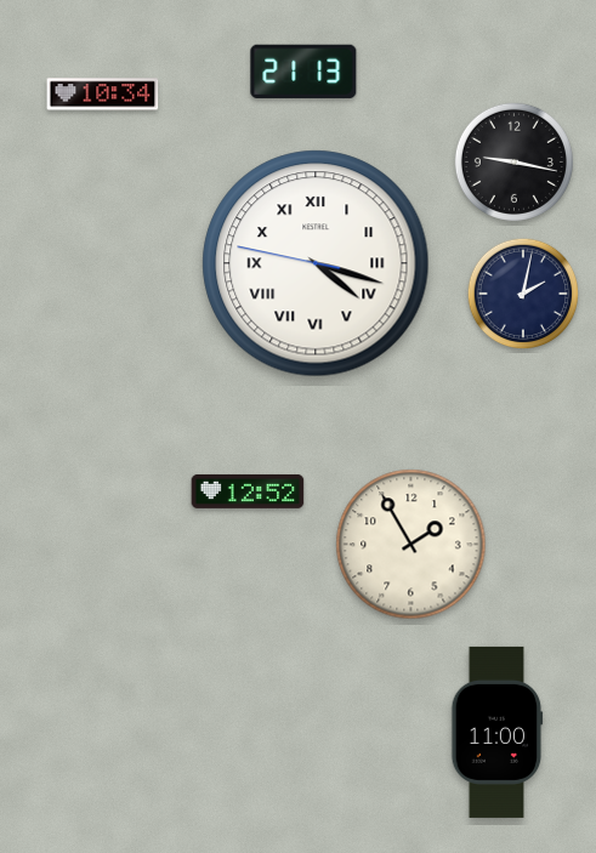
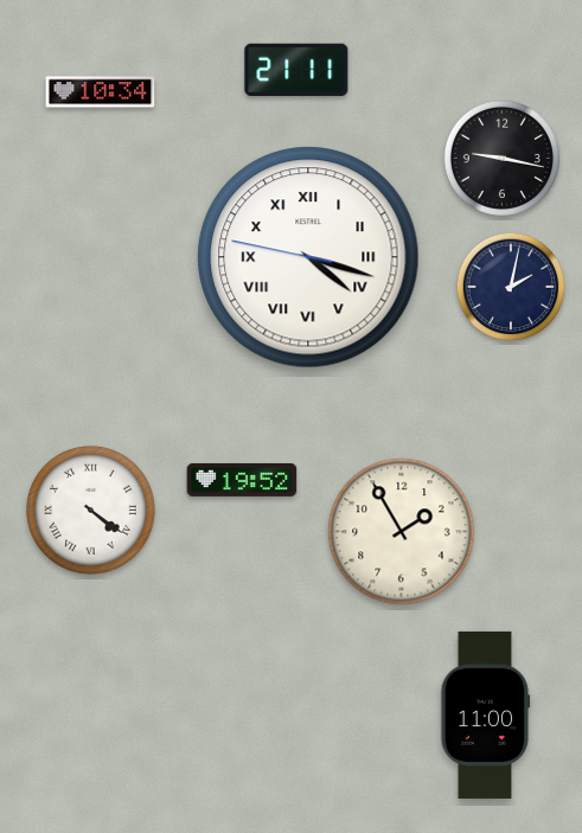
clock at (303, 72): 21:13 -> 21:11
clock at (248, 491): 12:52 -> 19:52
clock at (91, 511): none -> 4:21
